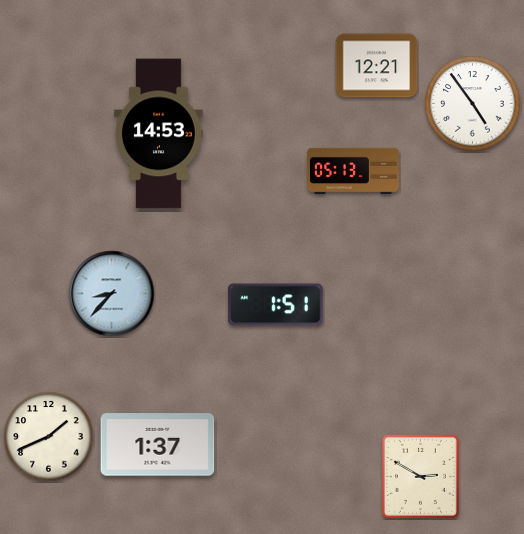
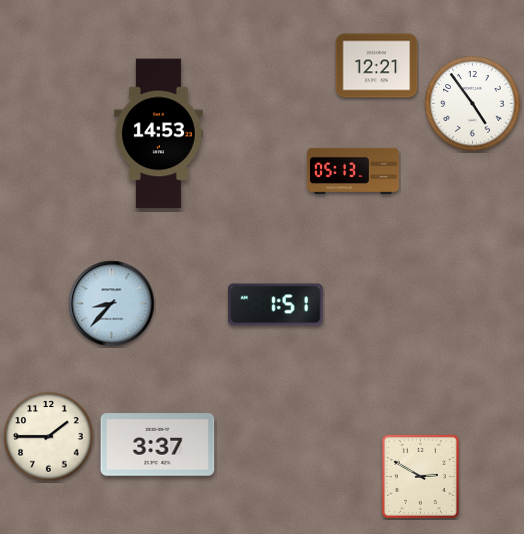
clock at (112, 294) position: (112, 294) -> (112, 304)
clock at (49, 437): 1:41 -> 1:45
clock at (158, 445): 1:37 -> 3:37
